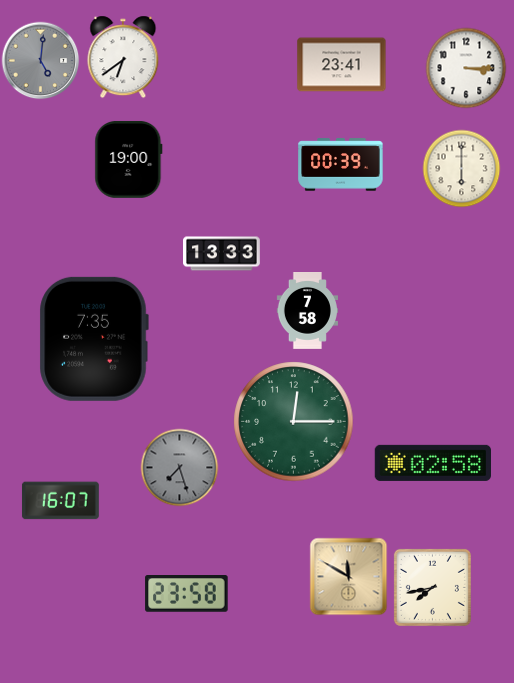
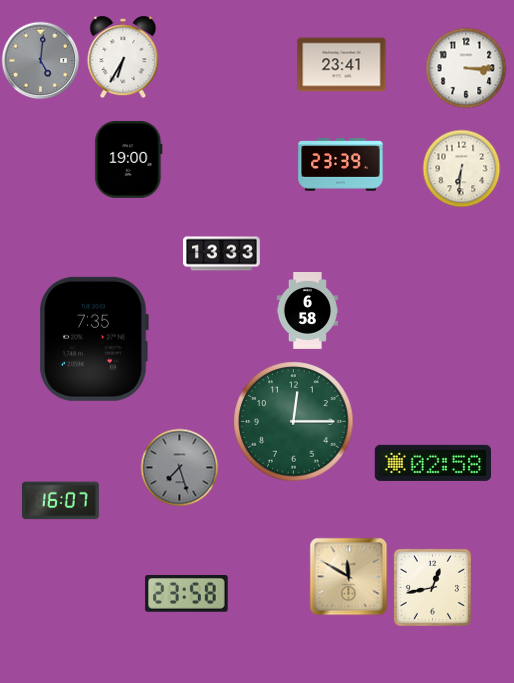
clock at (123, 57): 6:39 -> 6:35
clock at (341, 165): 00:39 -> 23:39
clock at (461, 168): 6:00 -> 6:31
clock at (307, 311): 7:58 -> 6:58
clock at (432, 587): 7:43 -> 12:43
